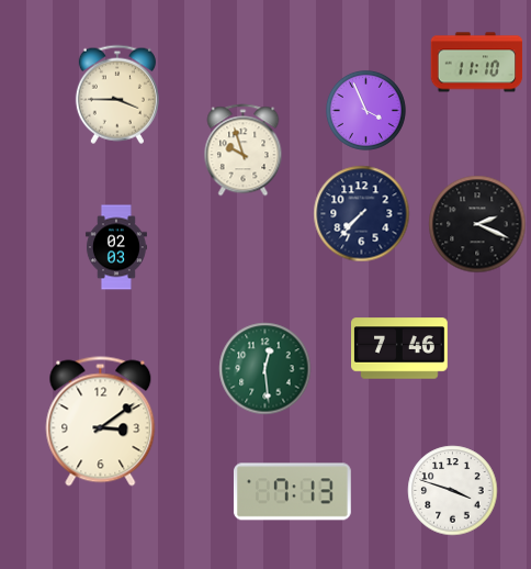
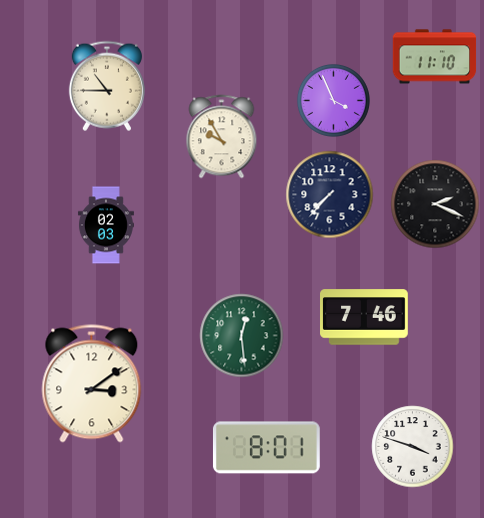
clock at (117, 94): 3:45 -> 10:45
clock at (244, 150): 9:57 -> 9:55
clock at (292, 492): 7:13 -> 8:01
